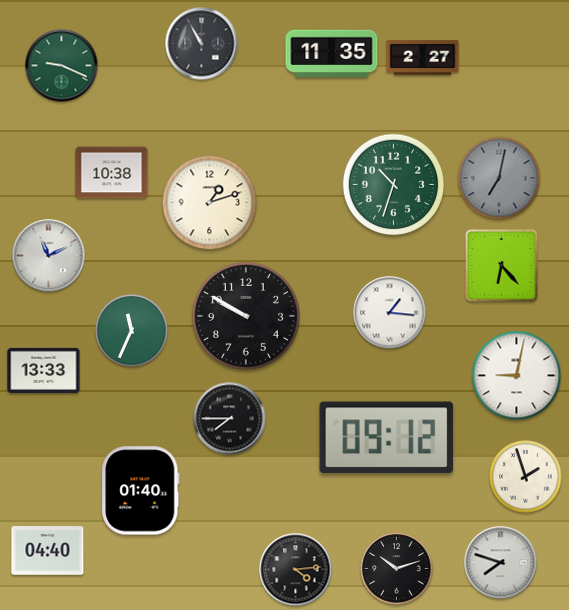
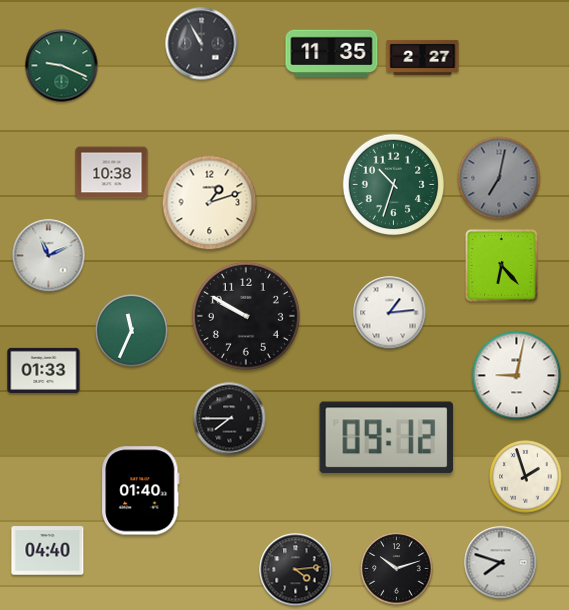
clock at (390, 313): 1:16 -> 1:14
clock at (44, 370): 13:33 -> 01:33
